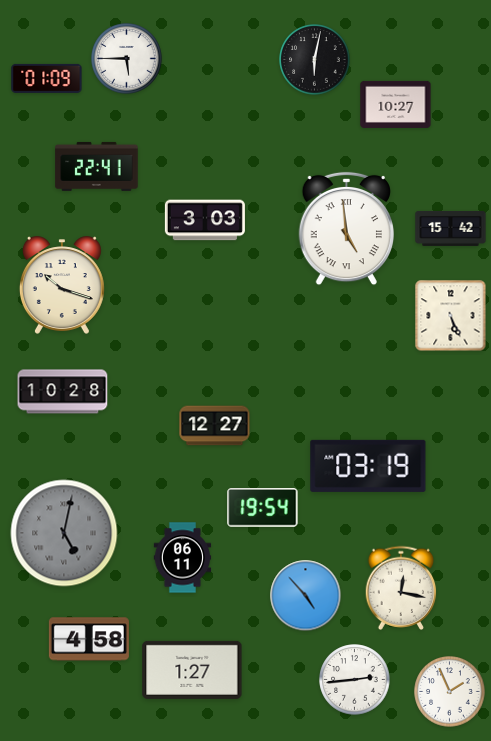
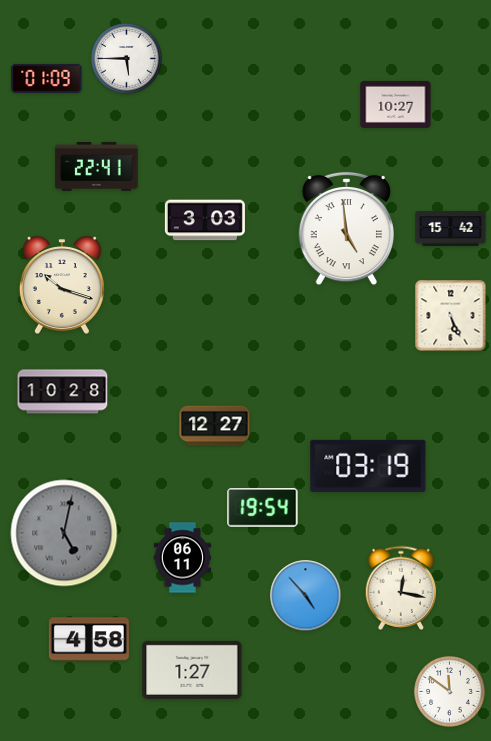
clock at (315, 60): 6:02 -> none
clock at (355, 680): 2:44 -> none
clock at (450, 692): 1:56 -> 11:51
